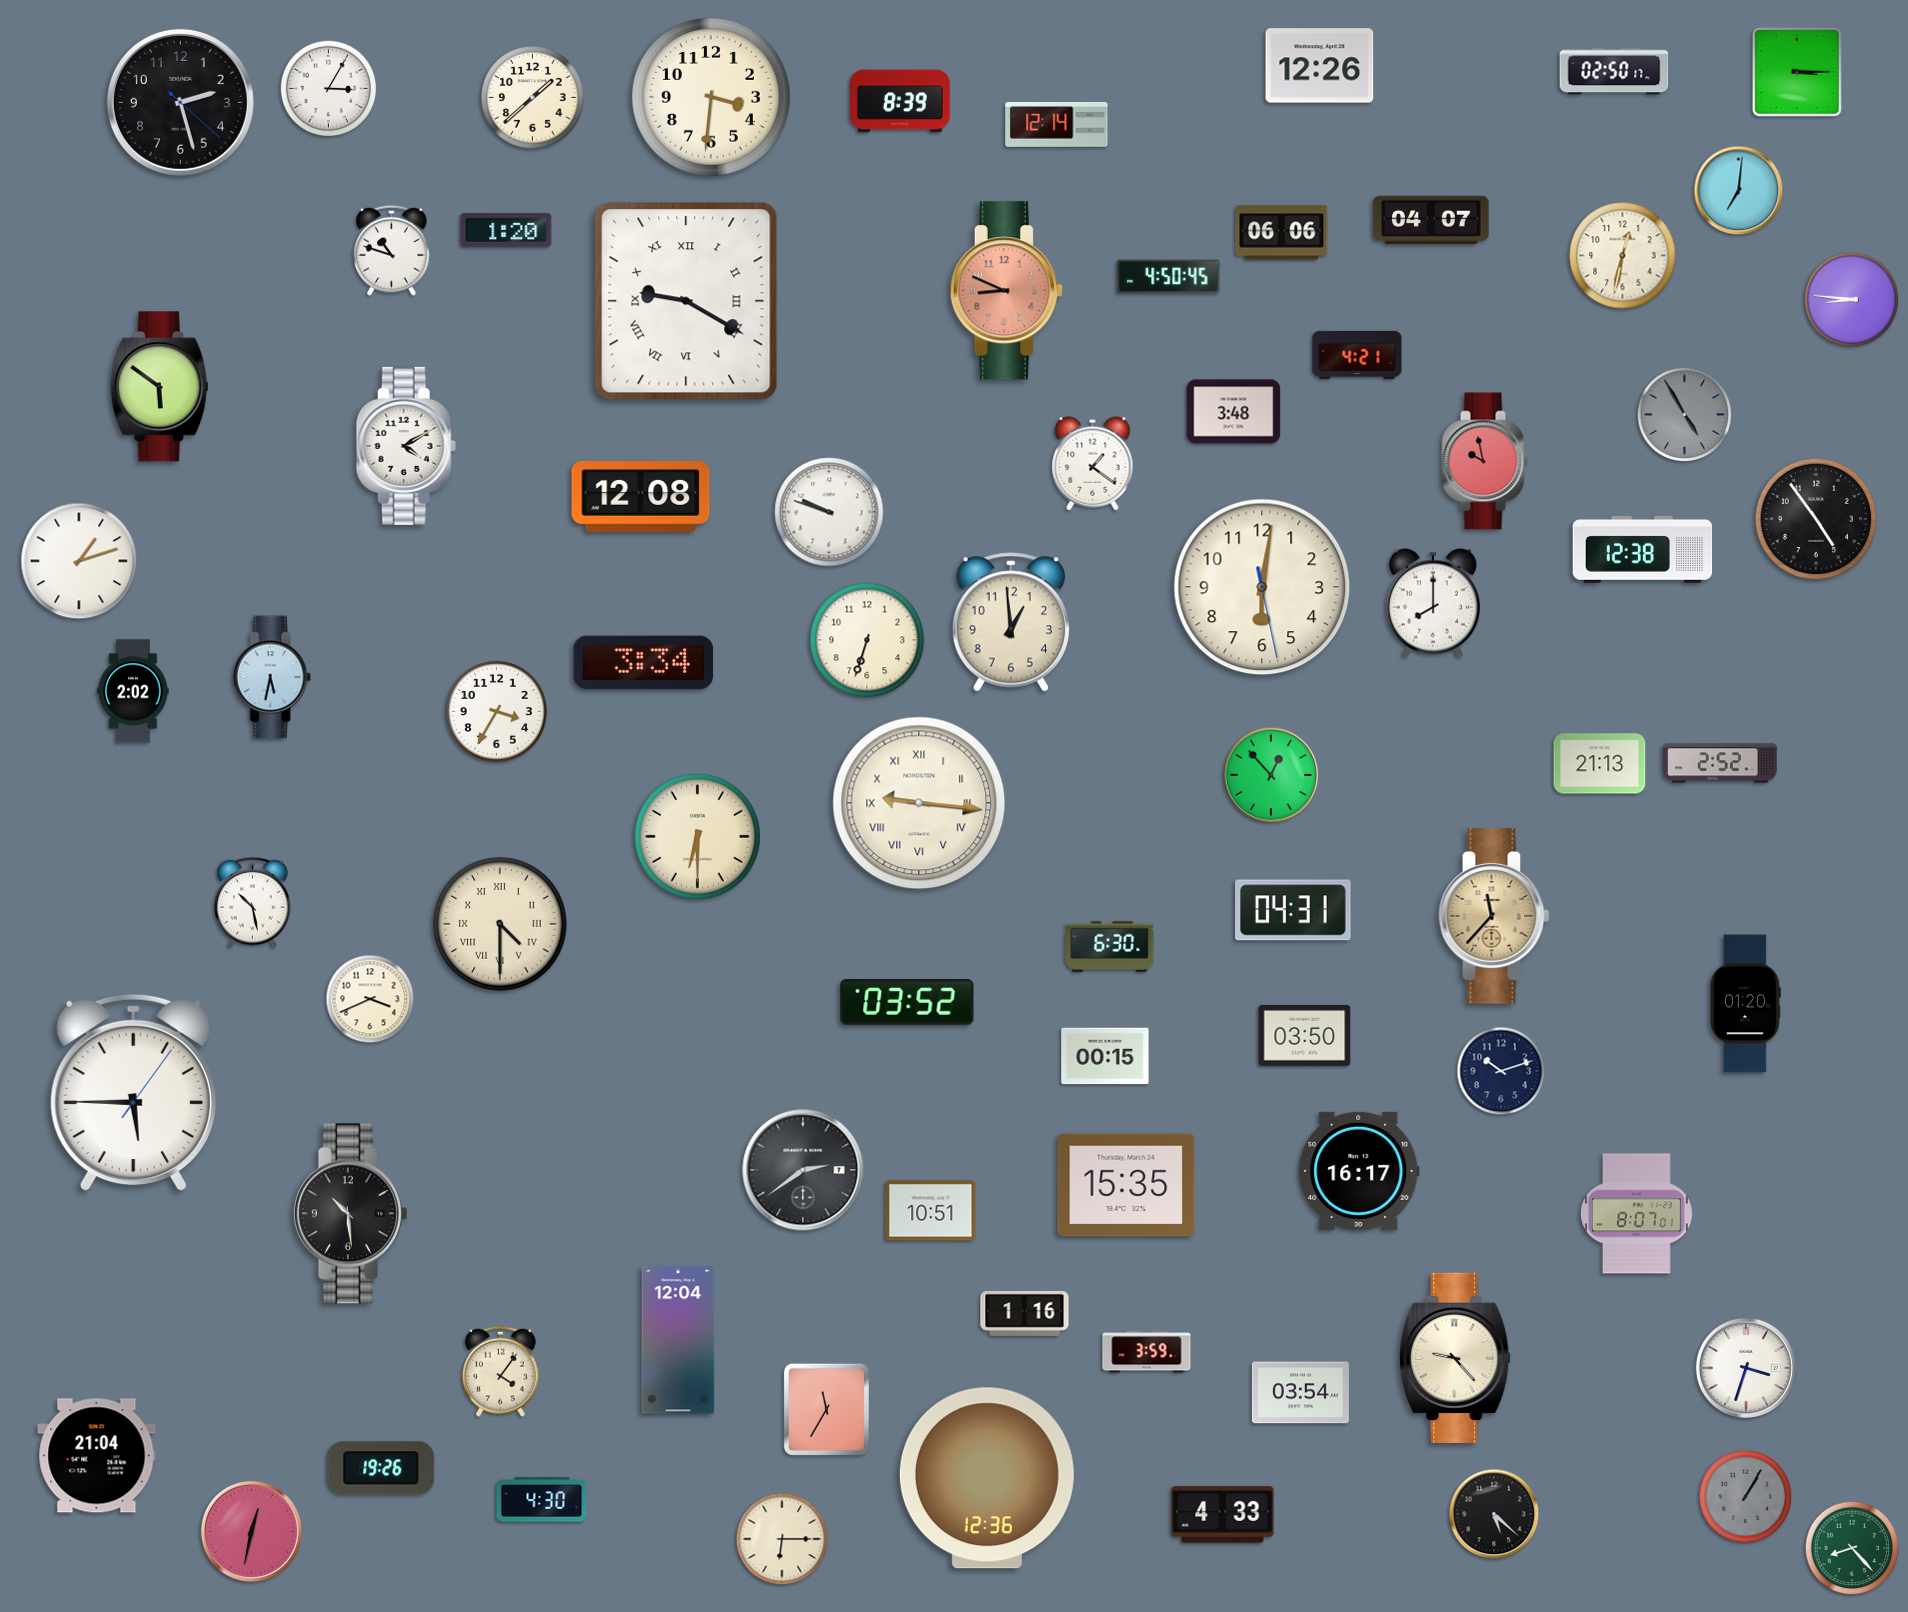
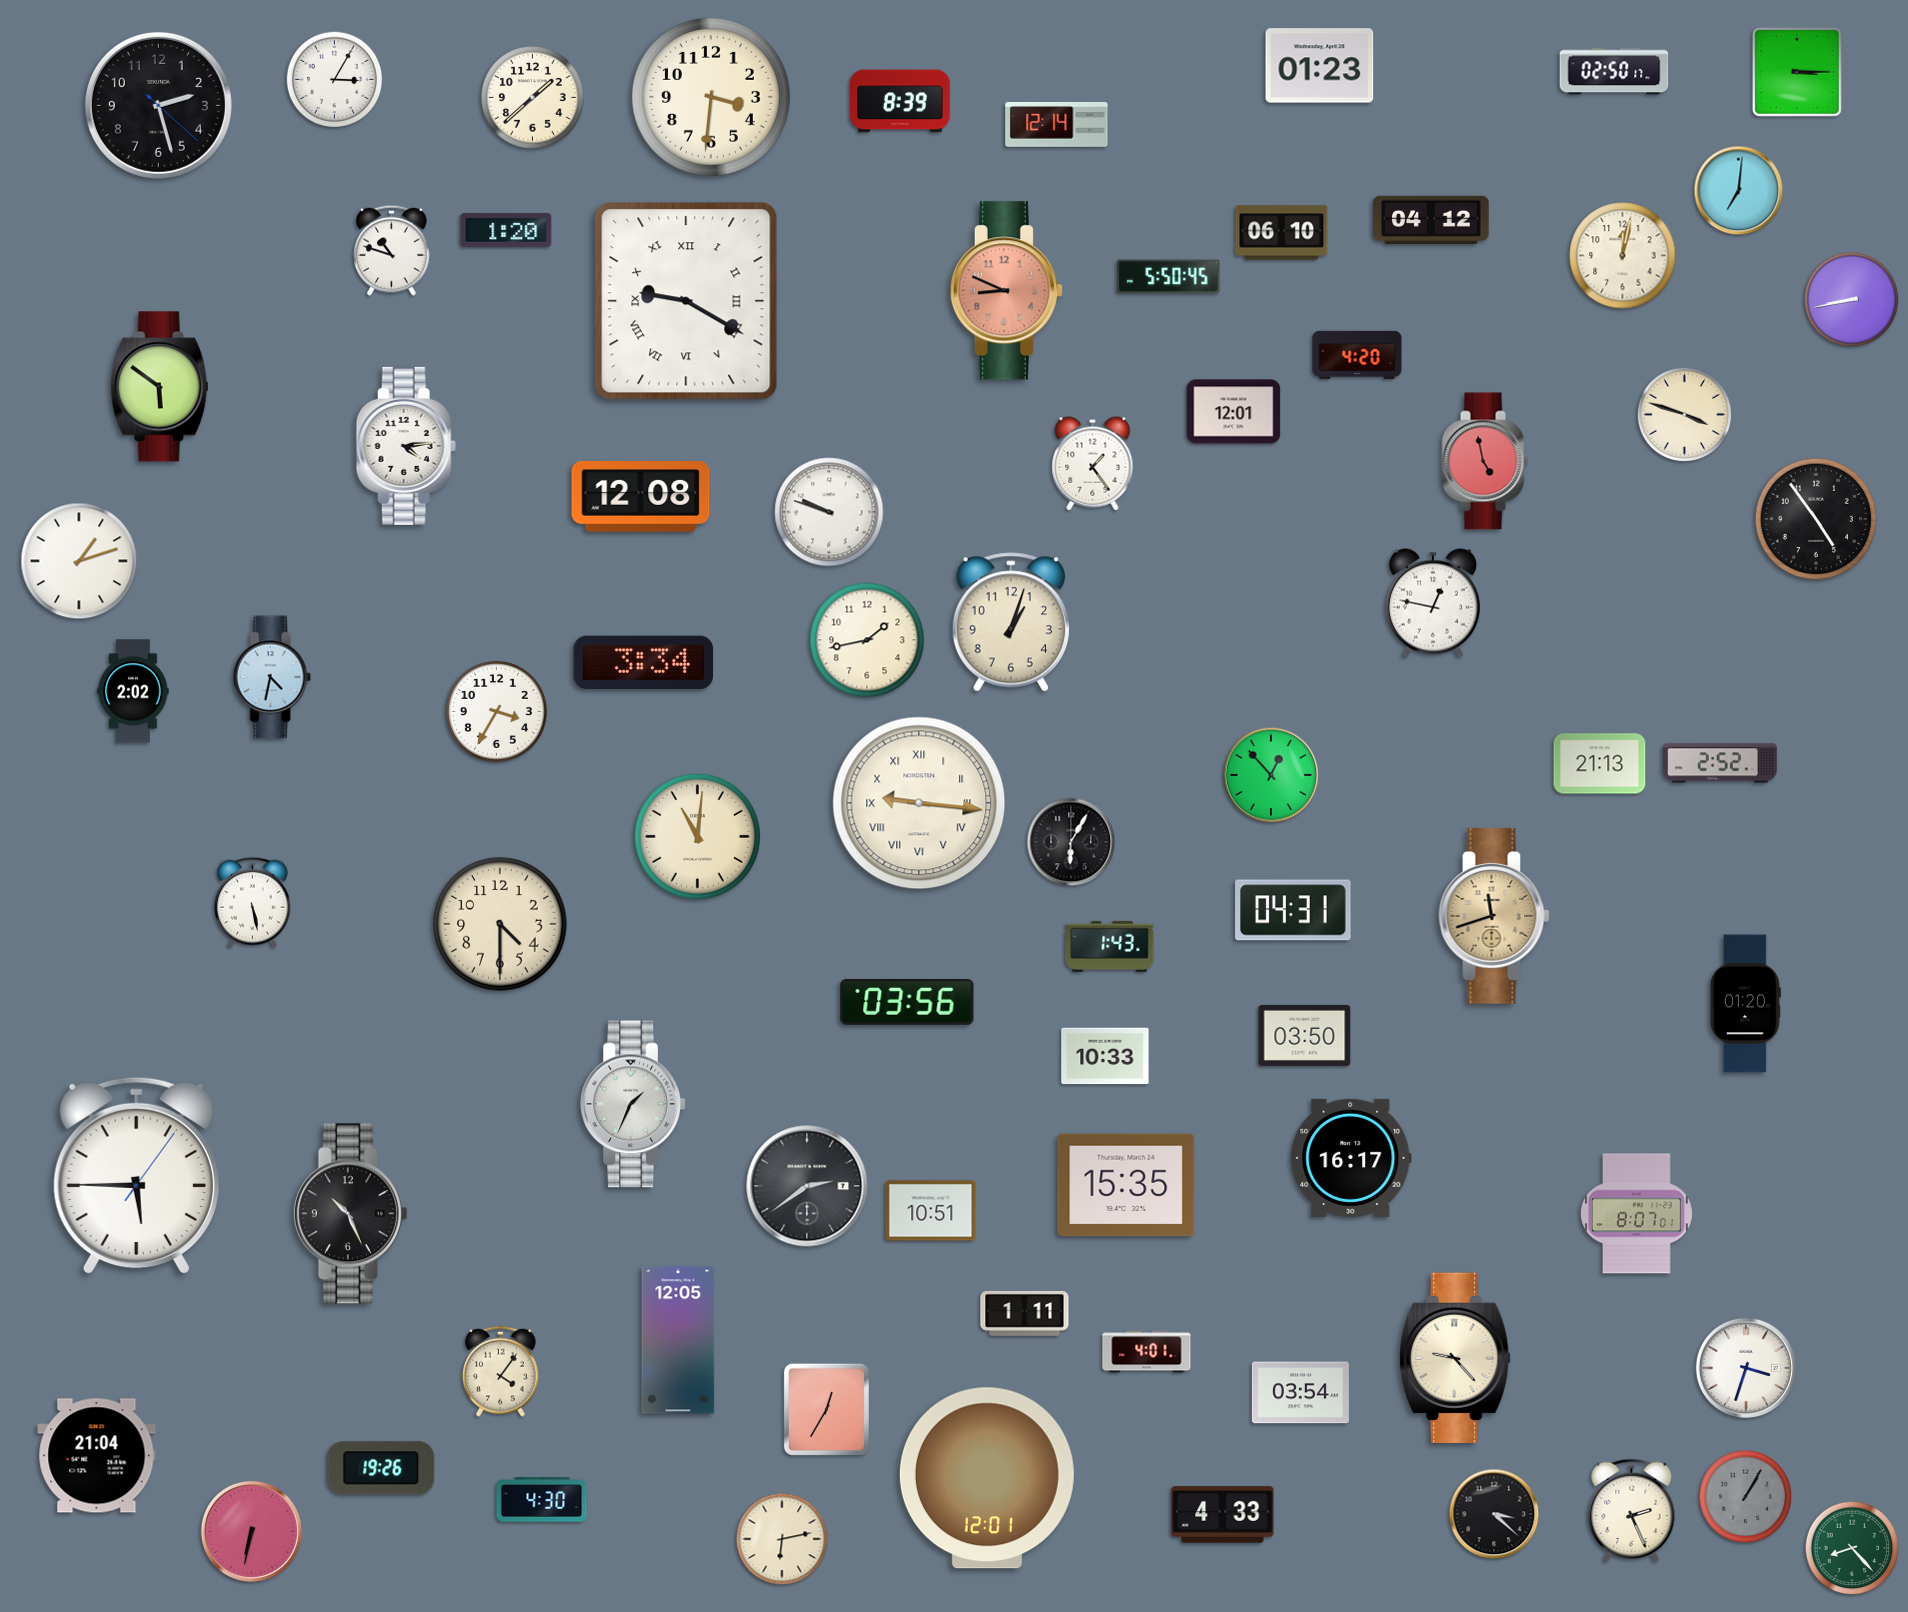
clock at (1320, 66): 12:26 -> 01:23
clock at (328, 88) position: (328, 88) -> (334, 79)
clock at (180, 102) position: (180, 102) -> (158, 105)
clock at (1431, 219): 04:07 -> 04:12
clock at (1282, 233): 06:06 -> 06:10
clock at (1623, 256): 12:32 -> 12:02
clock at (1169, 277): 4:50 -> 5:50
clock at (1852, 300): 8:46 -> 8:43
clock at (1357, 355): 4:21 -> 4:20
clock at (1234, 412): 3:48 -> 12:01
clock at (1685, 415): 4:55 -> 3:48
clock at (1685, 415) dial: grey -> cream
clock at (406, 446): 4:10 -> 4:14
clock at (1485, 461): 9:58 -> 4:58
clock at (1093, 464): 1:21 -> 1:24
clock at (1643, 549): 12:38 -> none
clock at (1262, 587): 6:01 -> none
clock at (1433, 603): 8:00 -> 12:47
clock at (1011, 622): 12:59 -> 1:03
clock at (867, 640): 6:33 -> 1:43
clock at (272, 677): 5:32 -> 4:32
clock at (697, 836): 6:30 -> 11:01
clock at (1071, 842): none -> 6:05
clock at (253, 902): 10:28 -> 5:28
clock at (1494, 916): 11:37 -> 11:42
clock at (500, 924) numerals: Roman -> Arabic
clock at (1110, 946): 6:30 -> 1:43
clock at (370, 999): 3:41 -> none
clock at (907, 1003): 03:52 -> 03:56
clock at (1105, 1056): 00:15 -> 10:33
clock at (1501, 1071): 10:12 -> none
clock at (133, 1093) position: (133, 1093) -> (136, 1176)
clock at (633, 1104): none -> 1:34
clock at (803, 1170) position: (803, 1170) -> (807, 1186)
clock at (1359, 1171) position: (1359, 1171) -> (1351, 1158)
clock at (350, 1214): 10:29 -> 10:26
clock at (1025, 1313): 1:16 -> 1:11
clock at (678, 1340): 12:04 -> 12:05
clock at (1147, 1352): 3:59 -> 4:01
clock at (826, 1409): 11:35 -> 12:35
clock at (987, 1478): 12:36 -> 12:01
clock at (1632, 1510): none -> 2:26
clock at (1494, 1514): 5:22 -> 3:22
clock at (251, 1531): 12:32 -> 6:32
clock at (782, 1539): 6:15 -> 6:13
